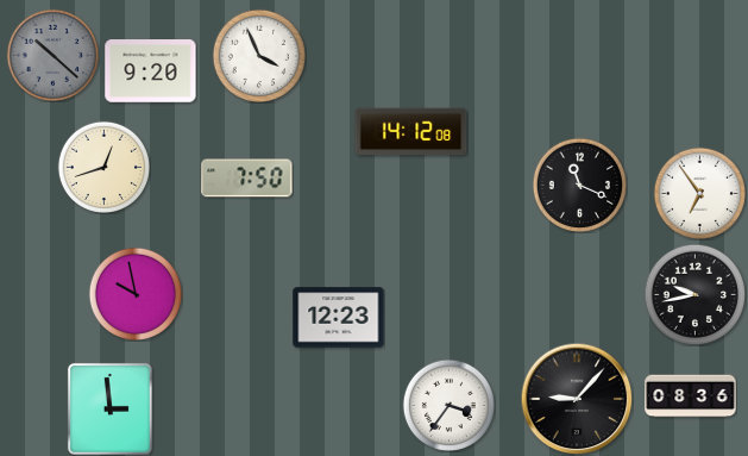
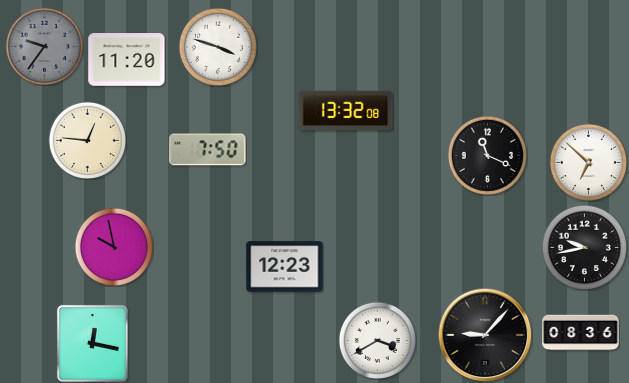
clock at (52, 55): 10:22 -> 9:36
clock at (258, 55): 3:56 -> 3:48
clock at (151, 71): 9:20 -> 11:20
clock at (411, 132): 14:12 -> 13:32
clock at (103, 167): 12:42 -> 12:46
clock at (699, 193): 6:54 -> 6:52
clock at (448, 405): 3:36 -> 3:40
clock at (109, 408): 2:59 -> 12:17
